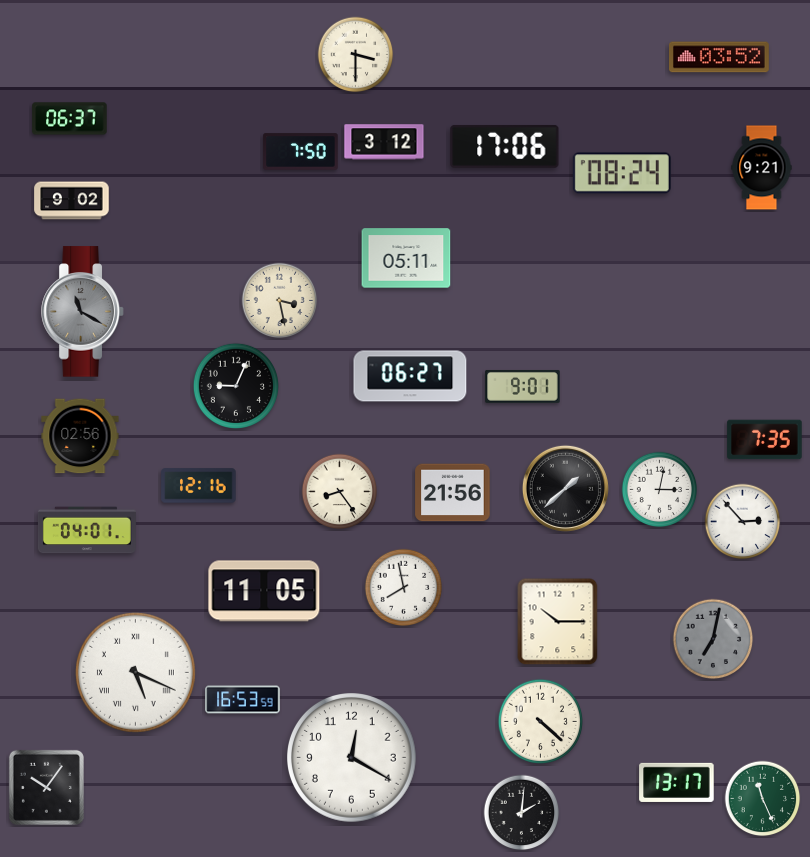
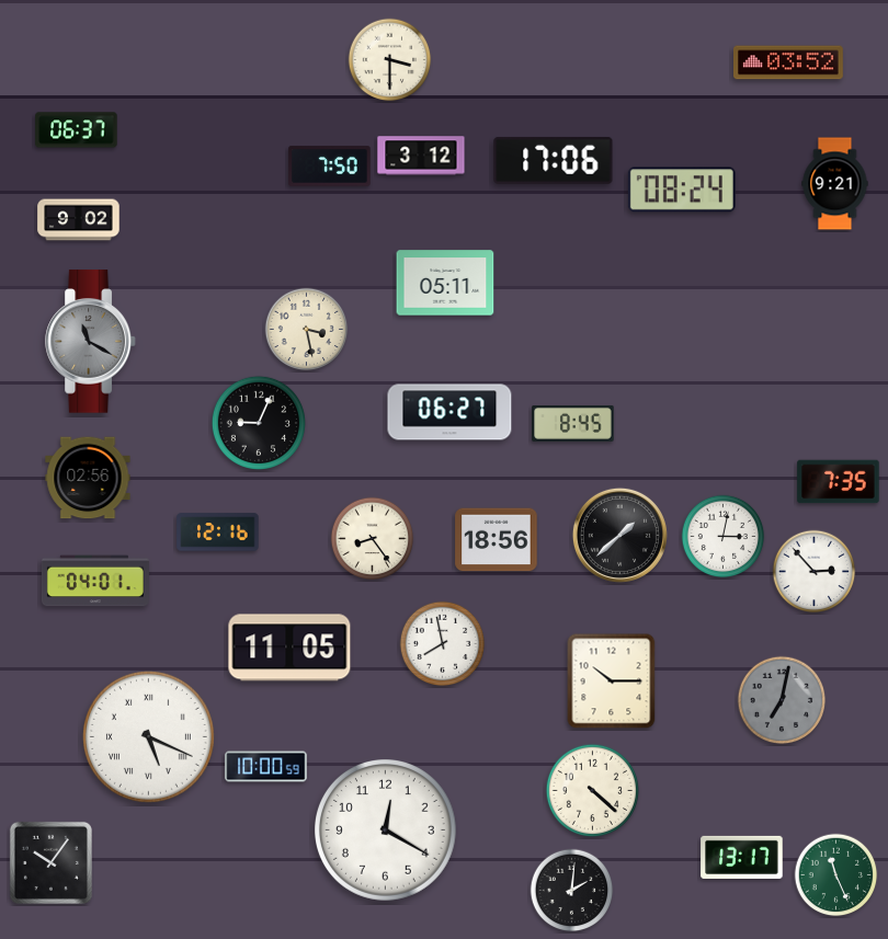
clock at (523, 386): 9:01 -> 8:45
clock at (453, 493): 21:56 -> 18:56
clock at (243, 700): 16:53 -> 10:00
